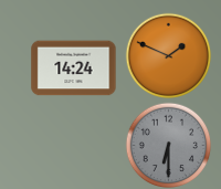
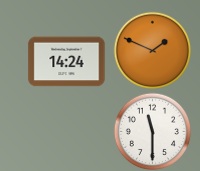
clock at (168, 145): 6:30 -> 11:30
clock at (168, 145) dial: grey -> white
